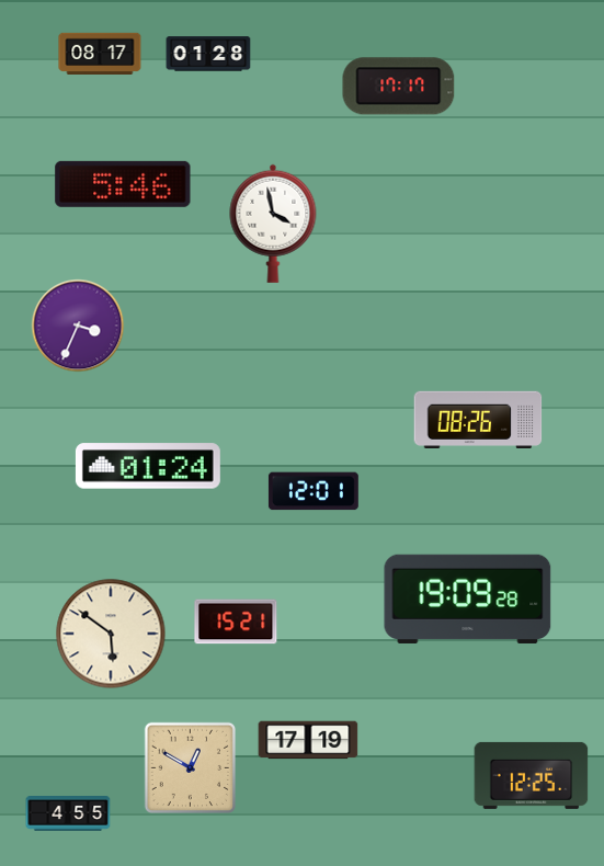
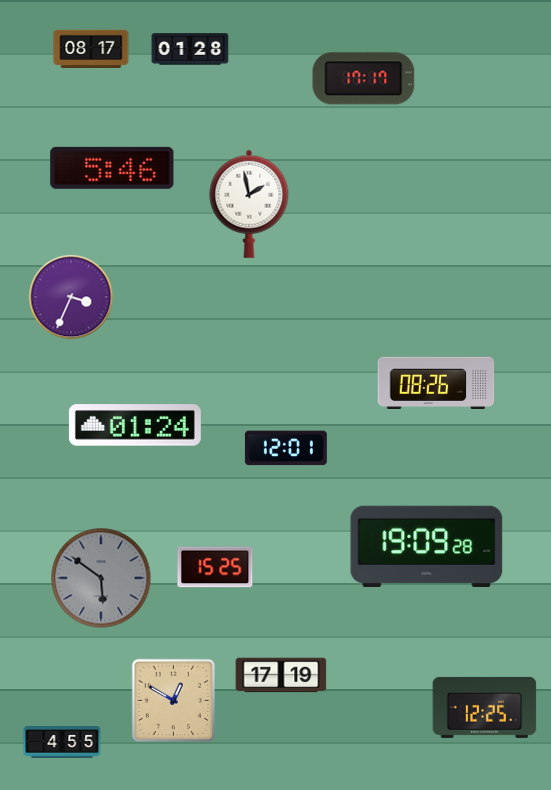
clock at (273, 224): 3:58 -> 1:58
clock at (236, 622): 15:21 -> 15:25
clock at (111, 634) dial: cream -> grey
